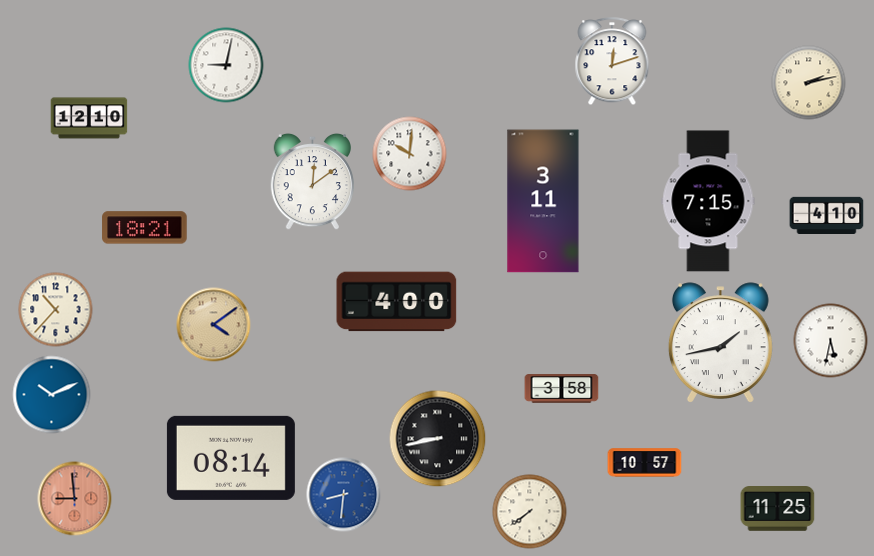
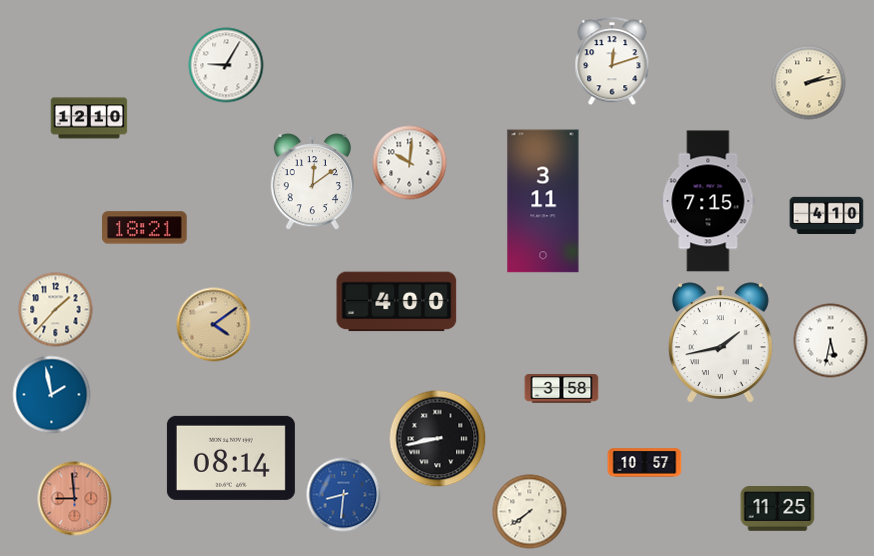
clock at (226, 65): 9:02 -> 9:05
clock at (410, 154) position: (410, 154) -> (410, 163)
clock at (56, 310): 10:37 -> 1:37
clock at (52, 395): 10:11 -> 1:58
